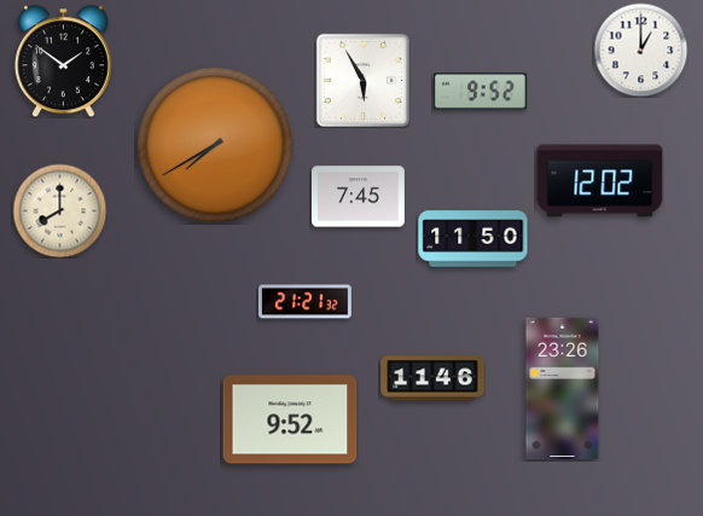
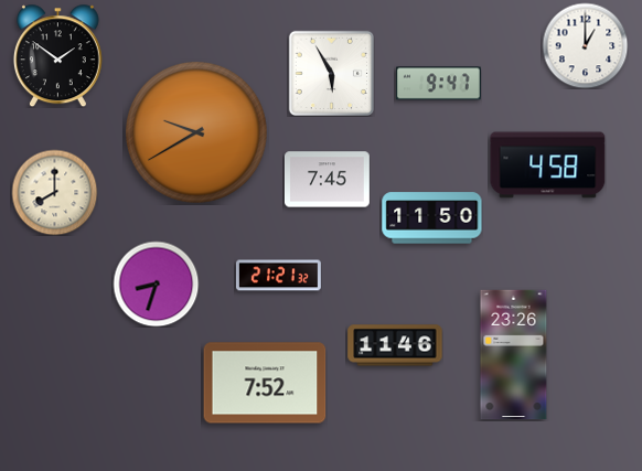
clock at (480, 92): 9:52 -> 9:47
clock at (215, 145): 7:40 -> 9:40
clock at (600, 181): 12:02 -> 4:58
clock at (156, 283): none -> 8:33
clock at (290, 419): 9:52 -> 7:52
